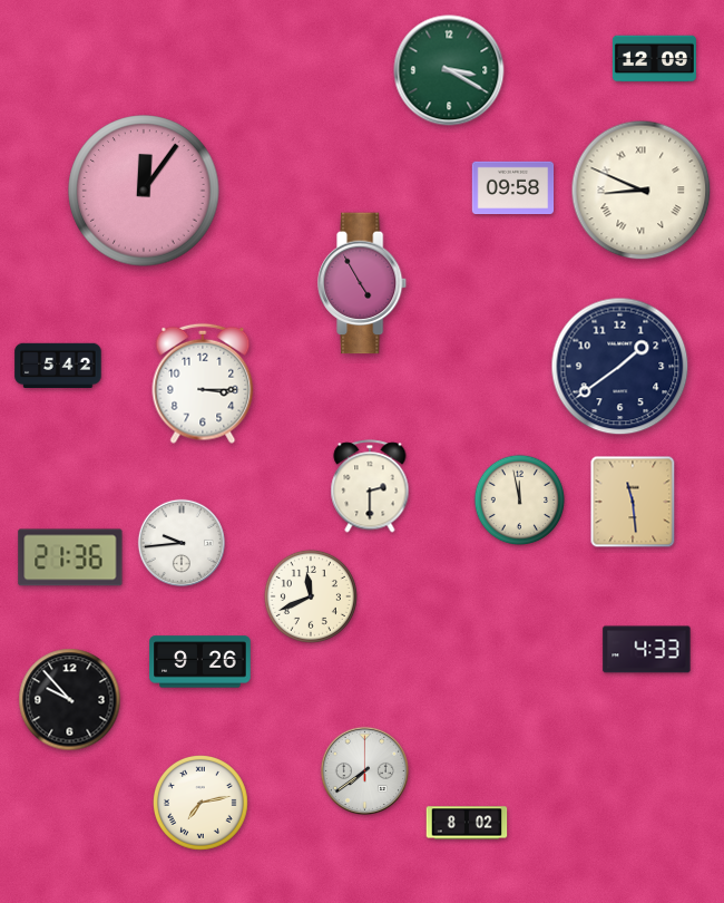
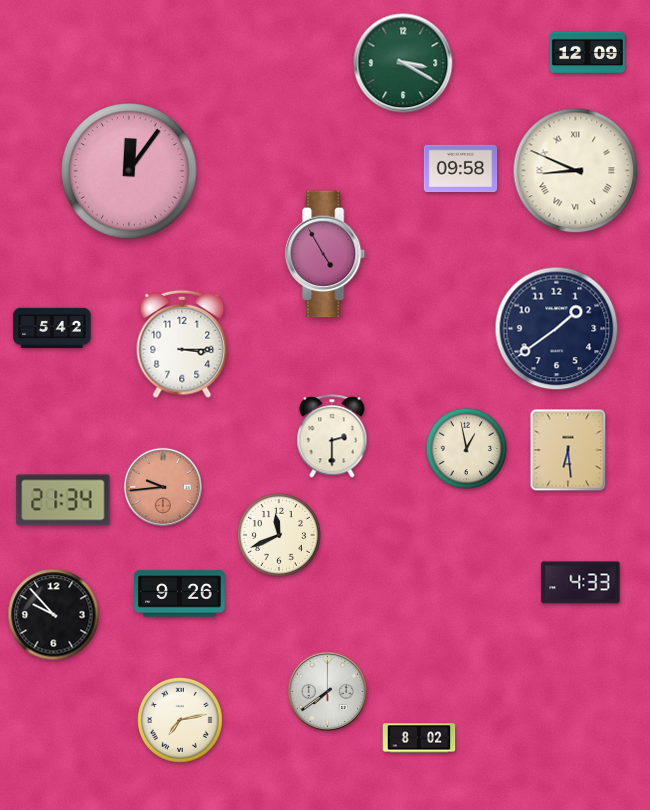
clock at (520, 501): 11:58 -> 12:58
clock at (633, 502): 11:29 -> 6:29
clock at (180, 542) dial: white -> salmon
clock at (70, 557): 21:36 -> 21:34
clock at (70, 700) position: (70, 700) -> (54, 615)
